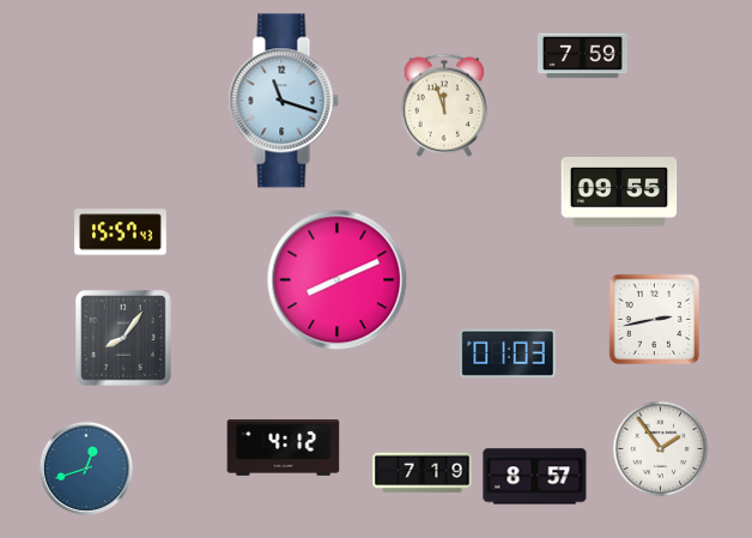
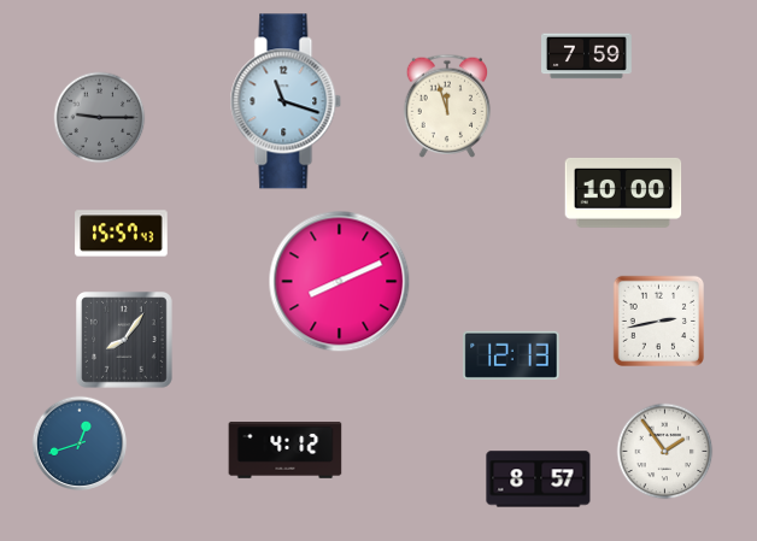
clock at (100, 118): none -> 9:15
clock at (619, 192): 09:55 -> 10:00
clock at (508, 353): 01:03 -> 12:13
clock at (86, 469) position: (86, 469) -> (80, 443)
clock at (423, 473): 7:19 -> none
